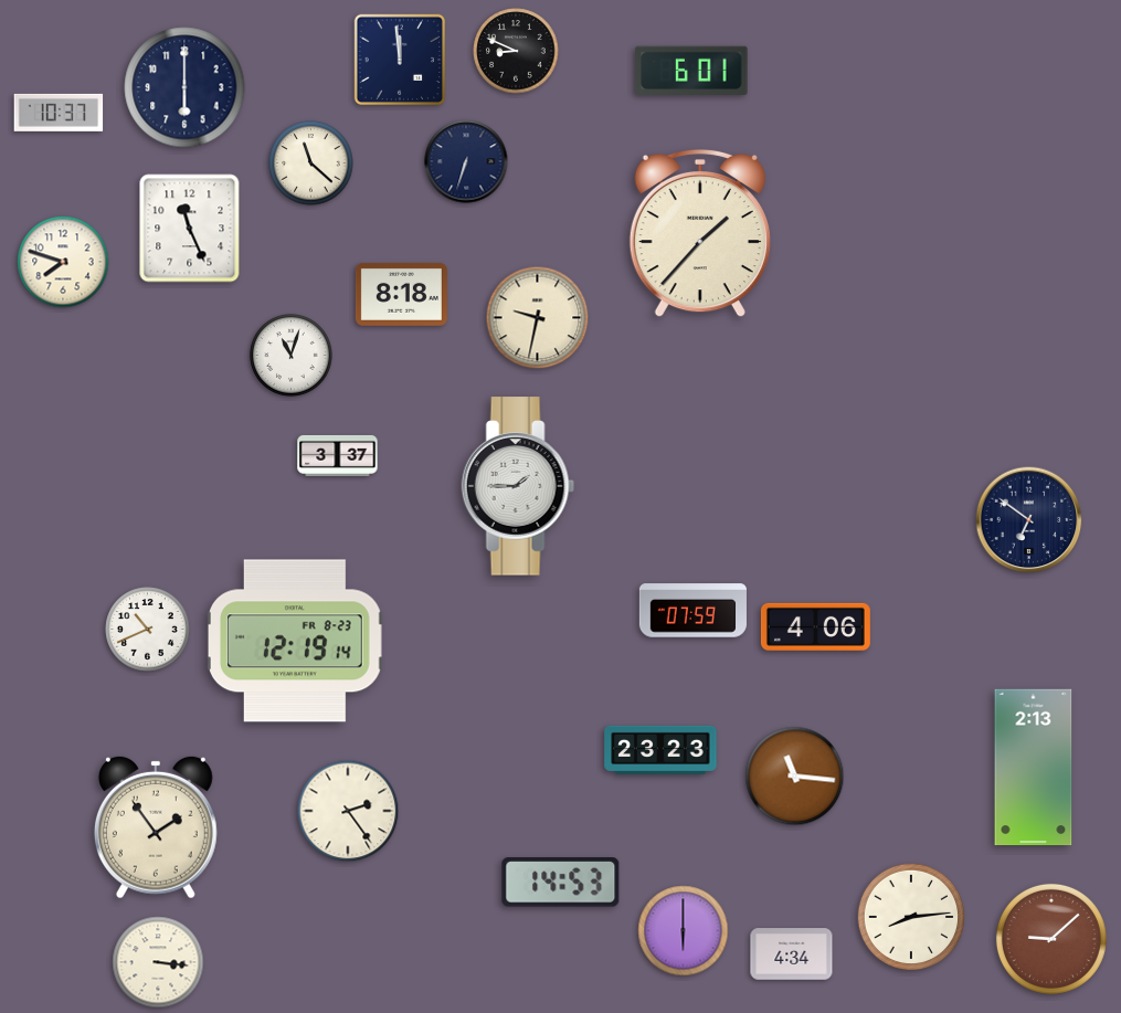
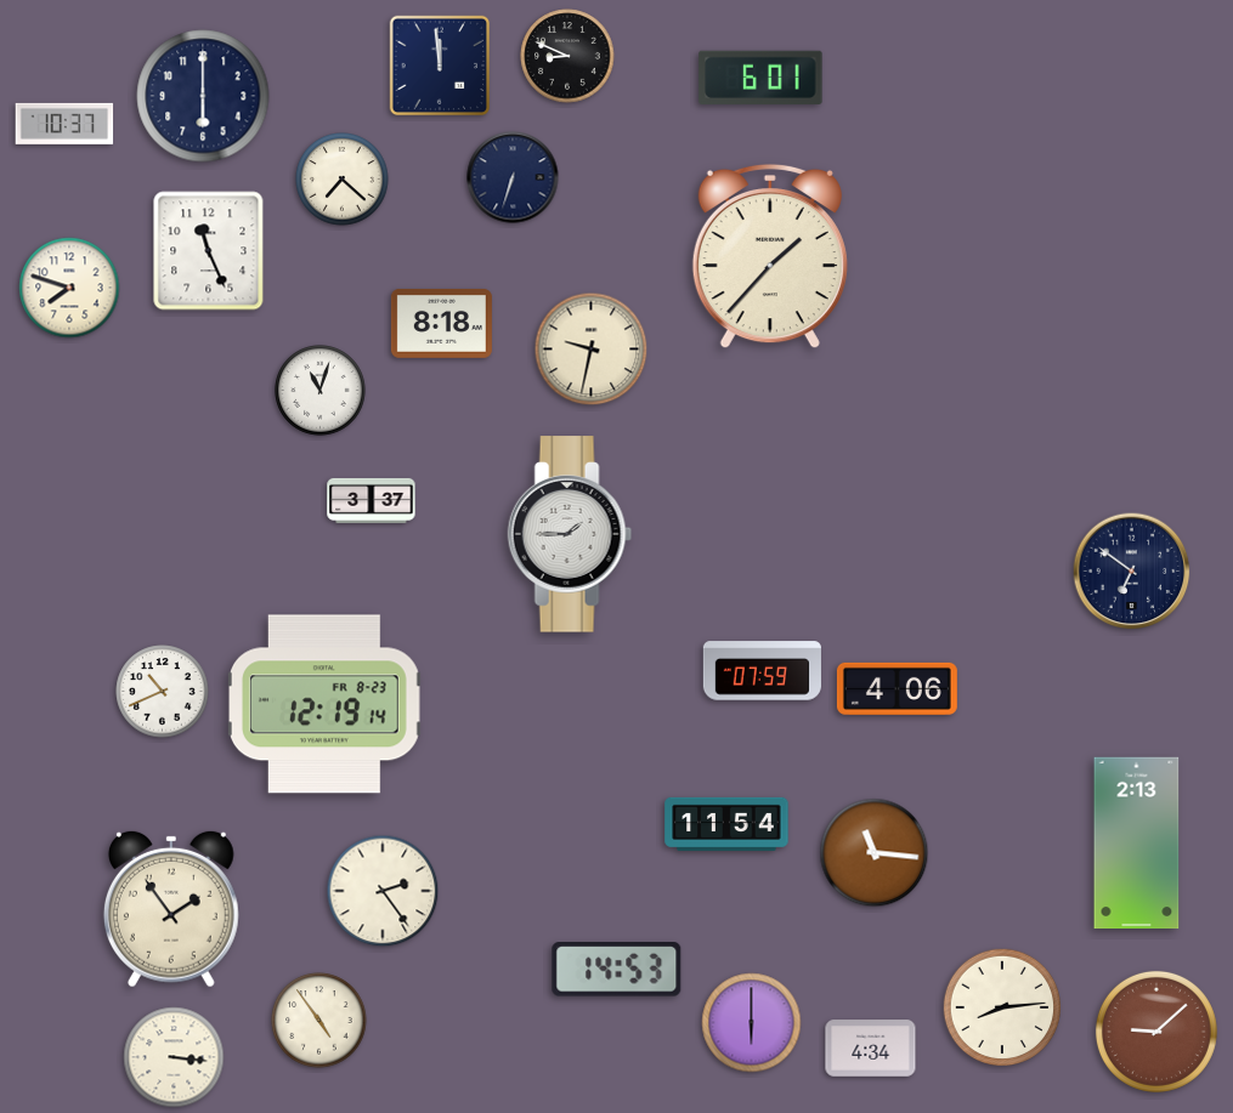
clock at (311, 163): 11:22 -> 7:22
clock at (660, 750): 23:23 -> 11:54
clock at (319, 1021): none -> 4:54
